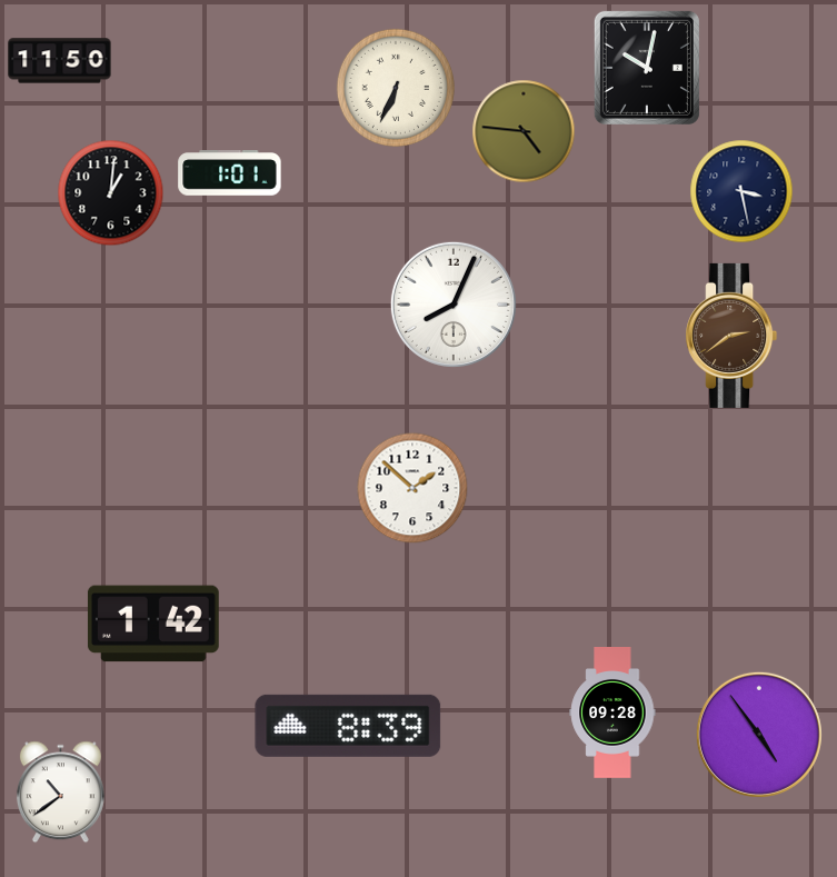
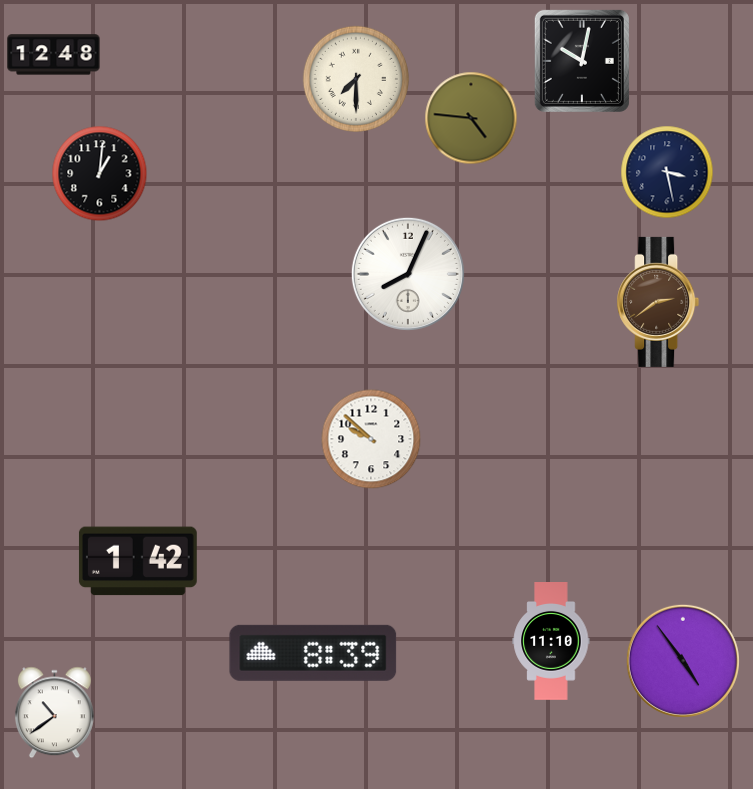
clock at (60, 61): 11:50 -> 12:48
clock at (396, 88): 6:34 -> 7:30
clock at (230, 173): 1:01 -> none
clock at (412, 488): 1:52 -> 9:52
clock at (612, 714): 09:28 -> 11:10
